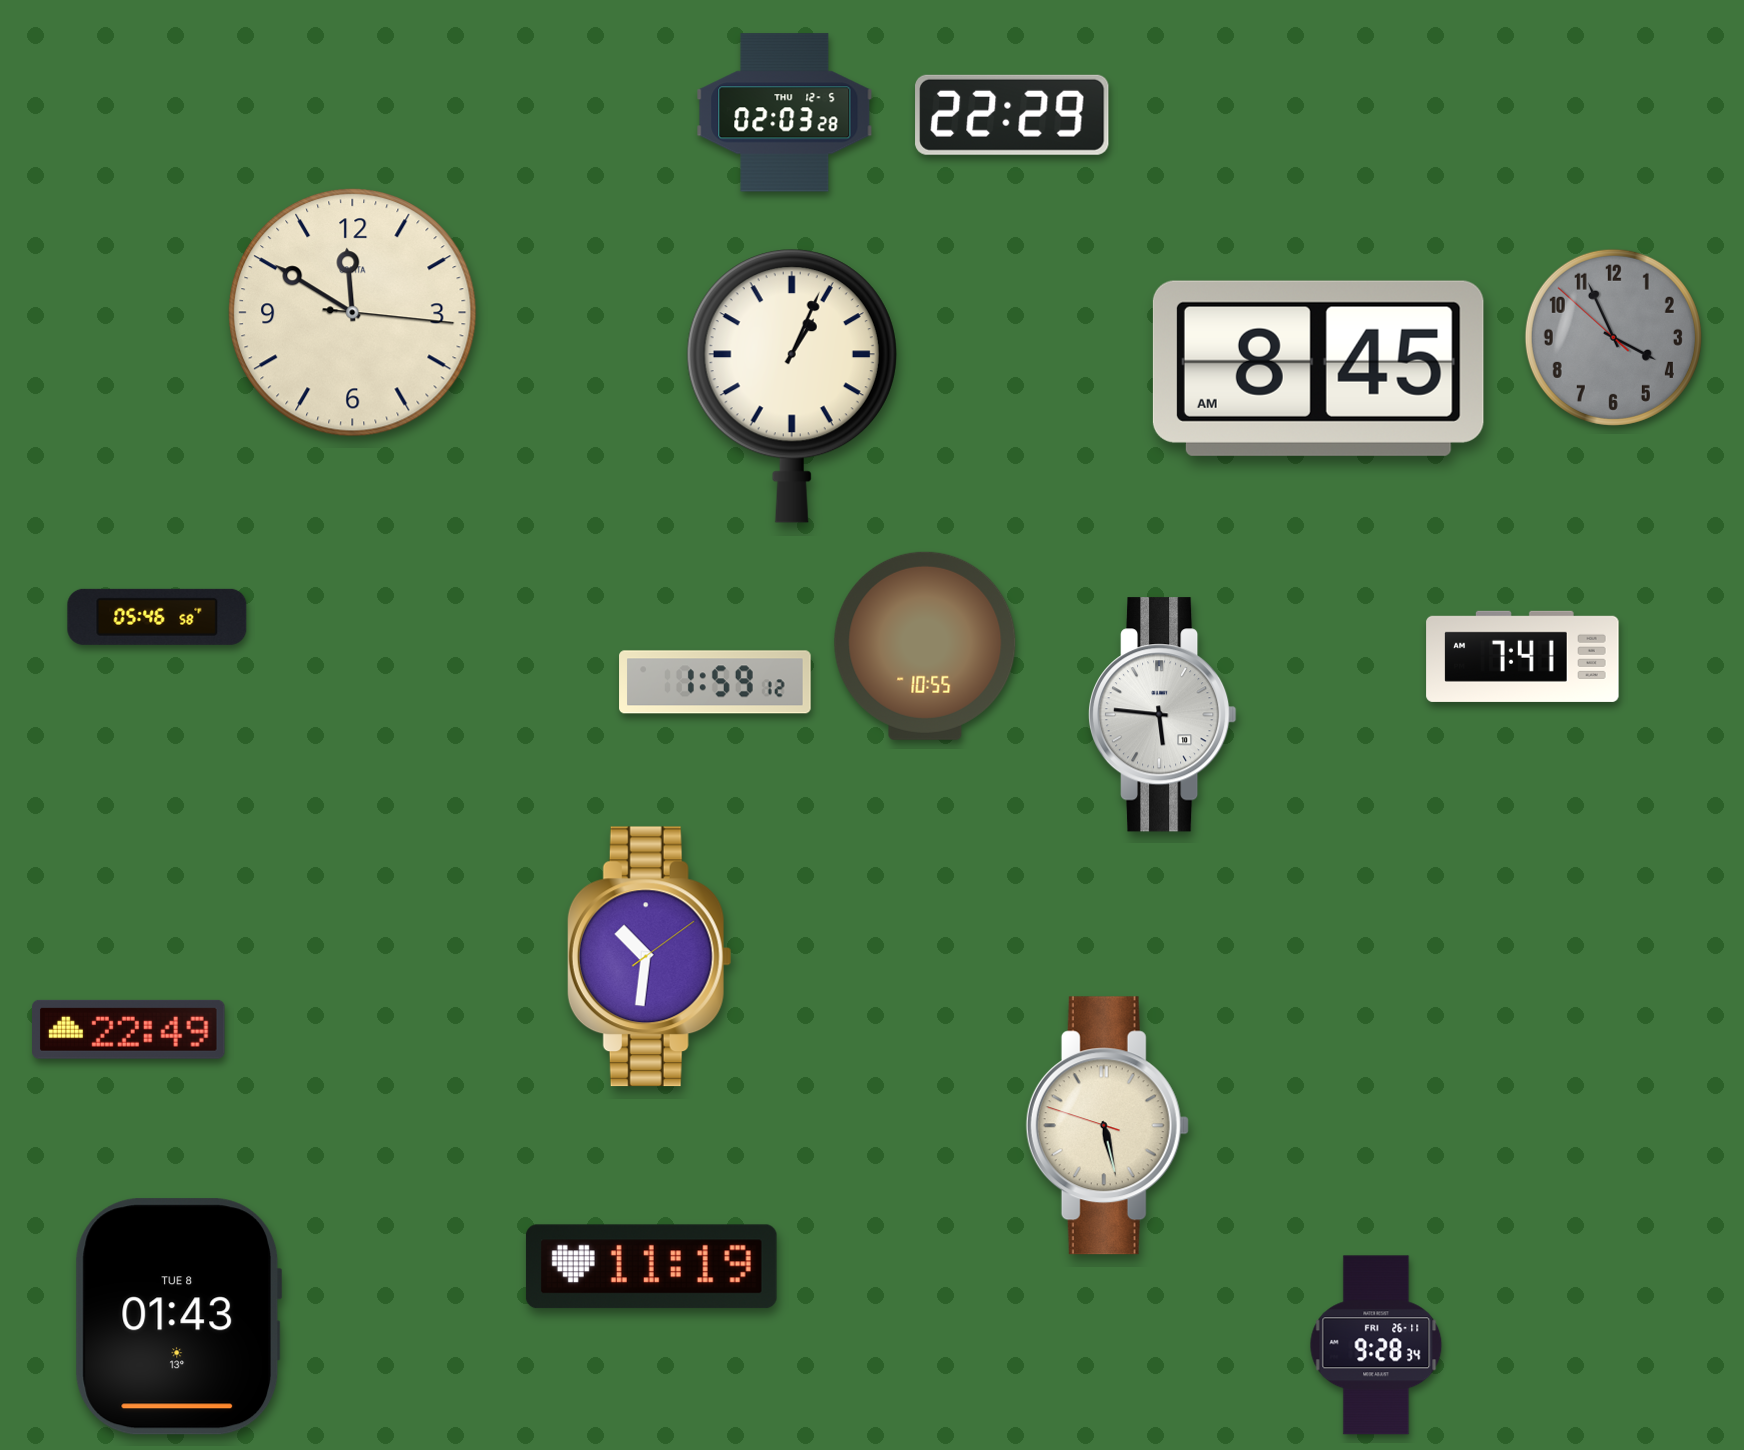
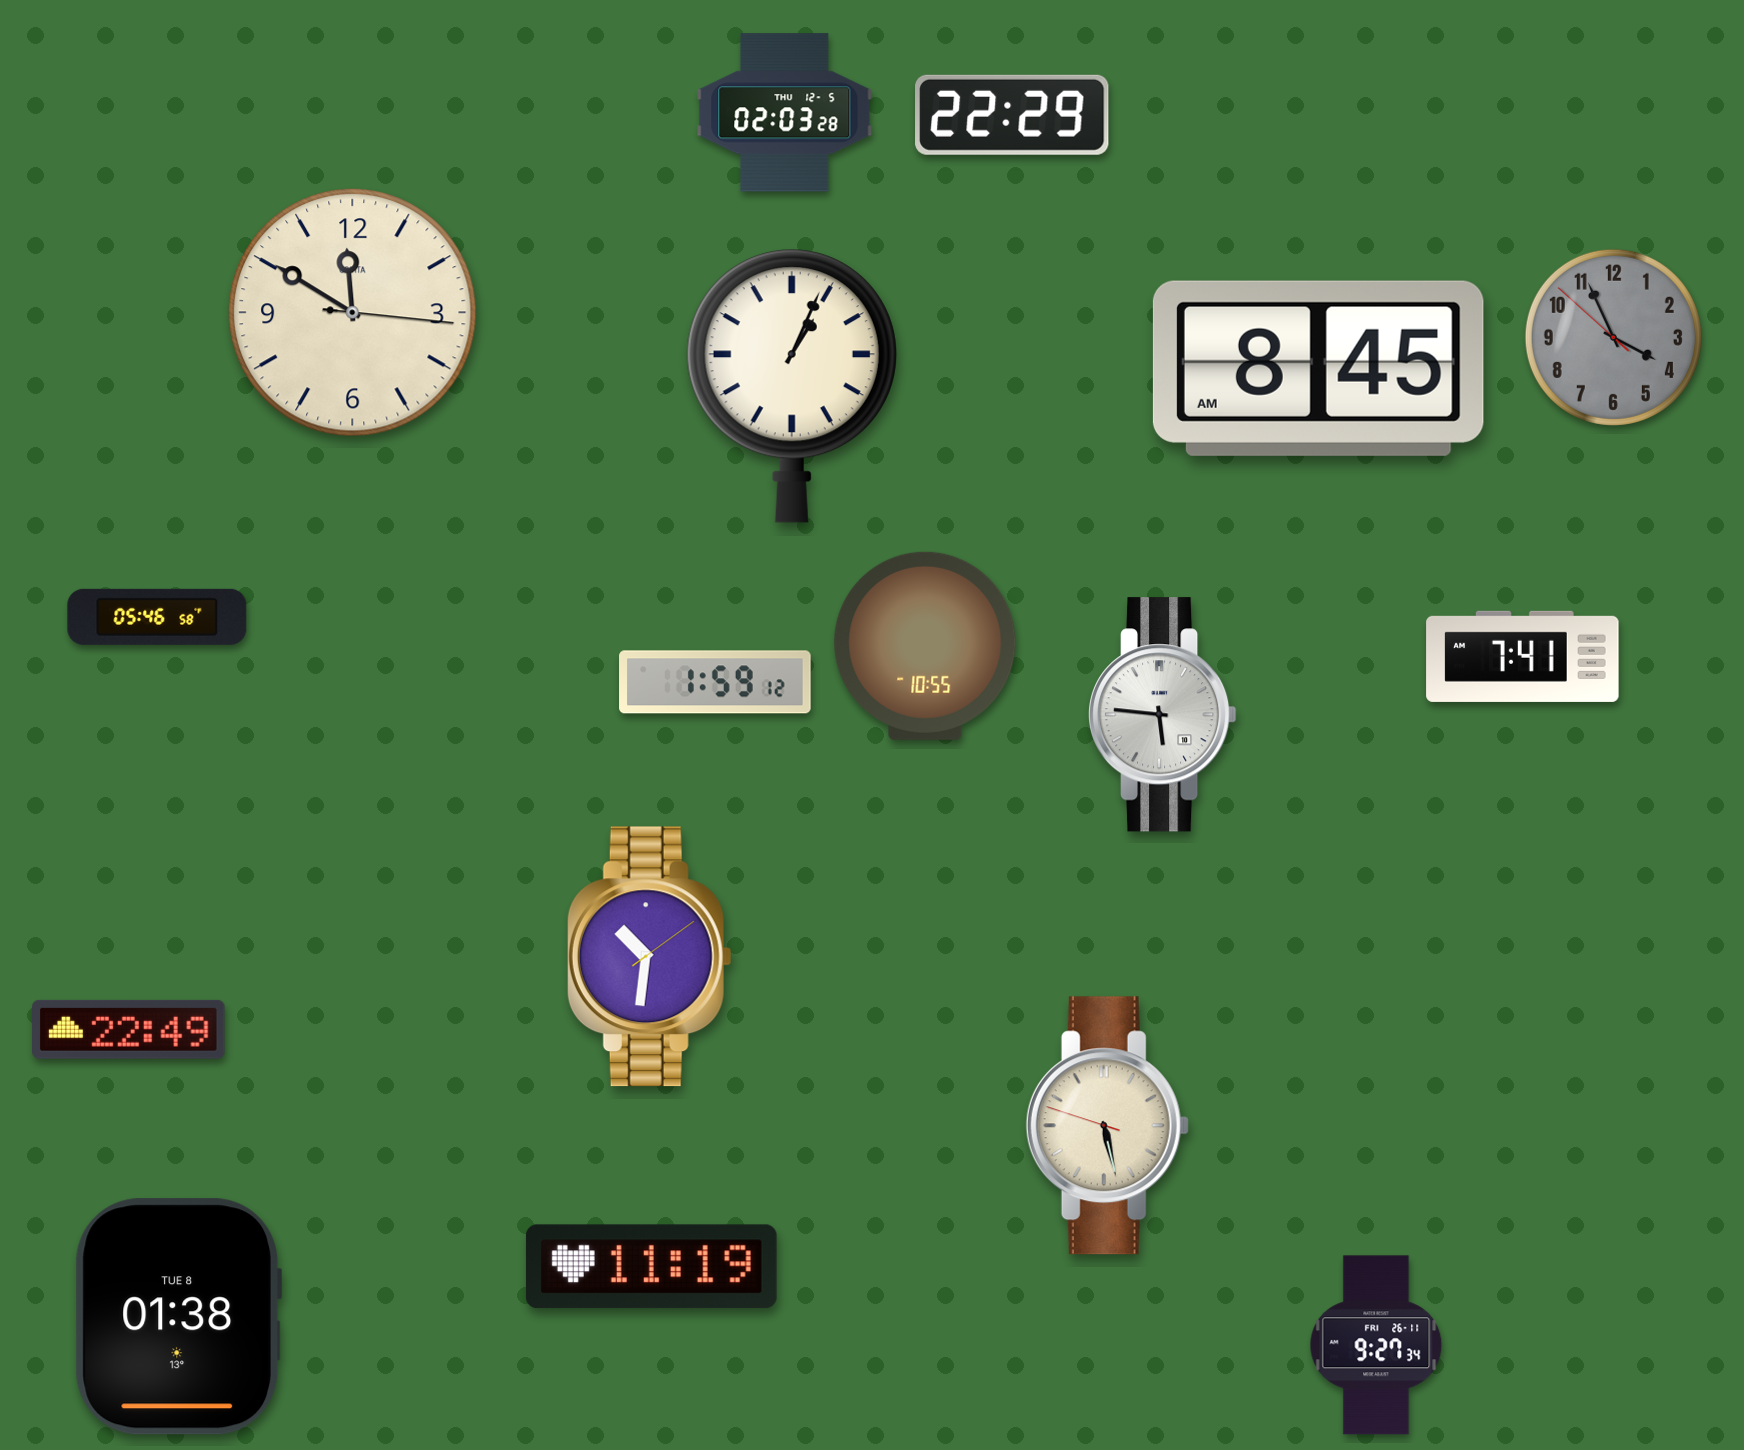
clock at (179, 1317): 01:43 -> 01:38
clock at (1376, 1345): 9:28 -> 9:27
